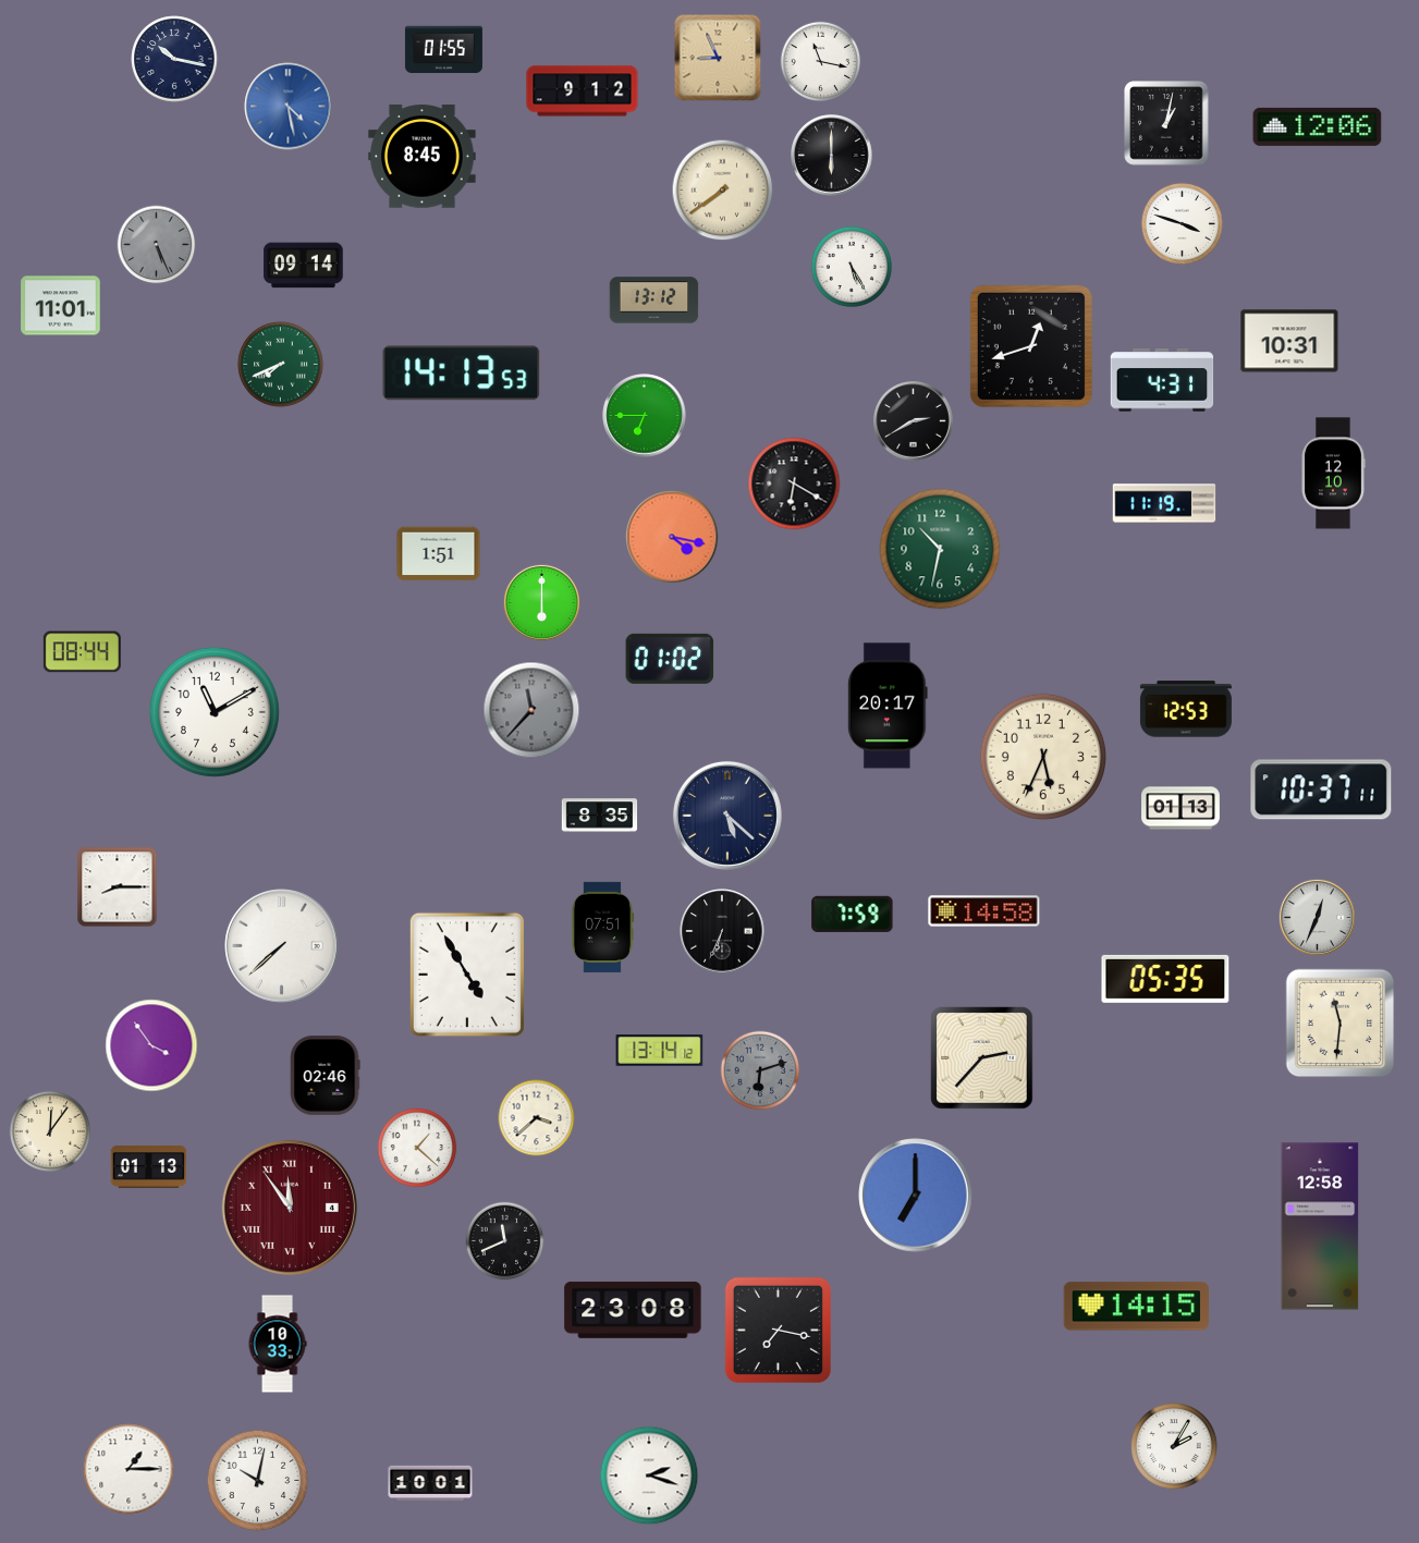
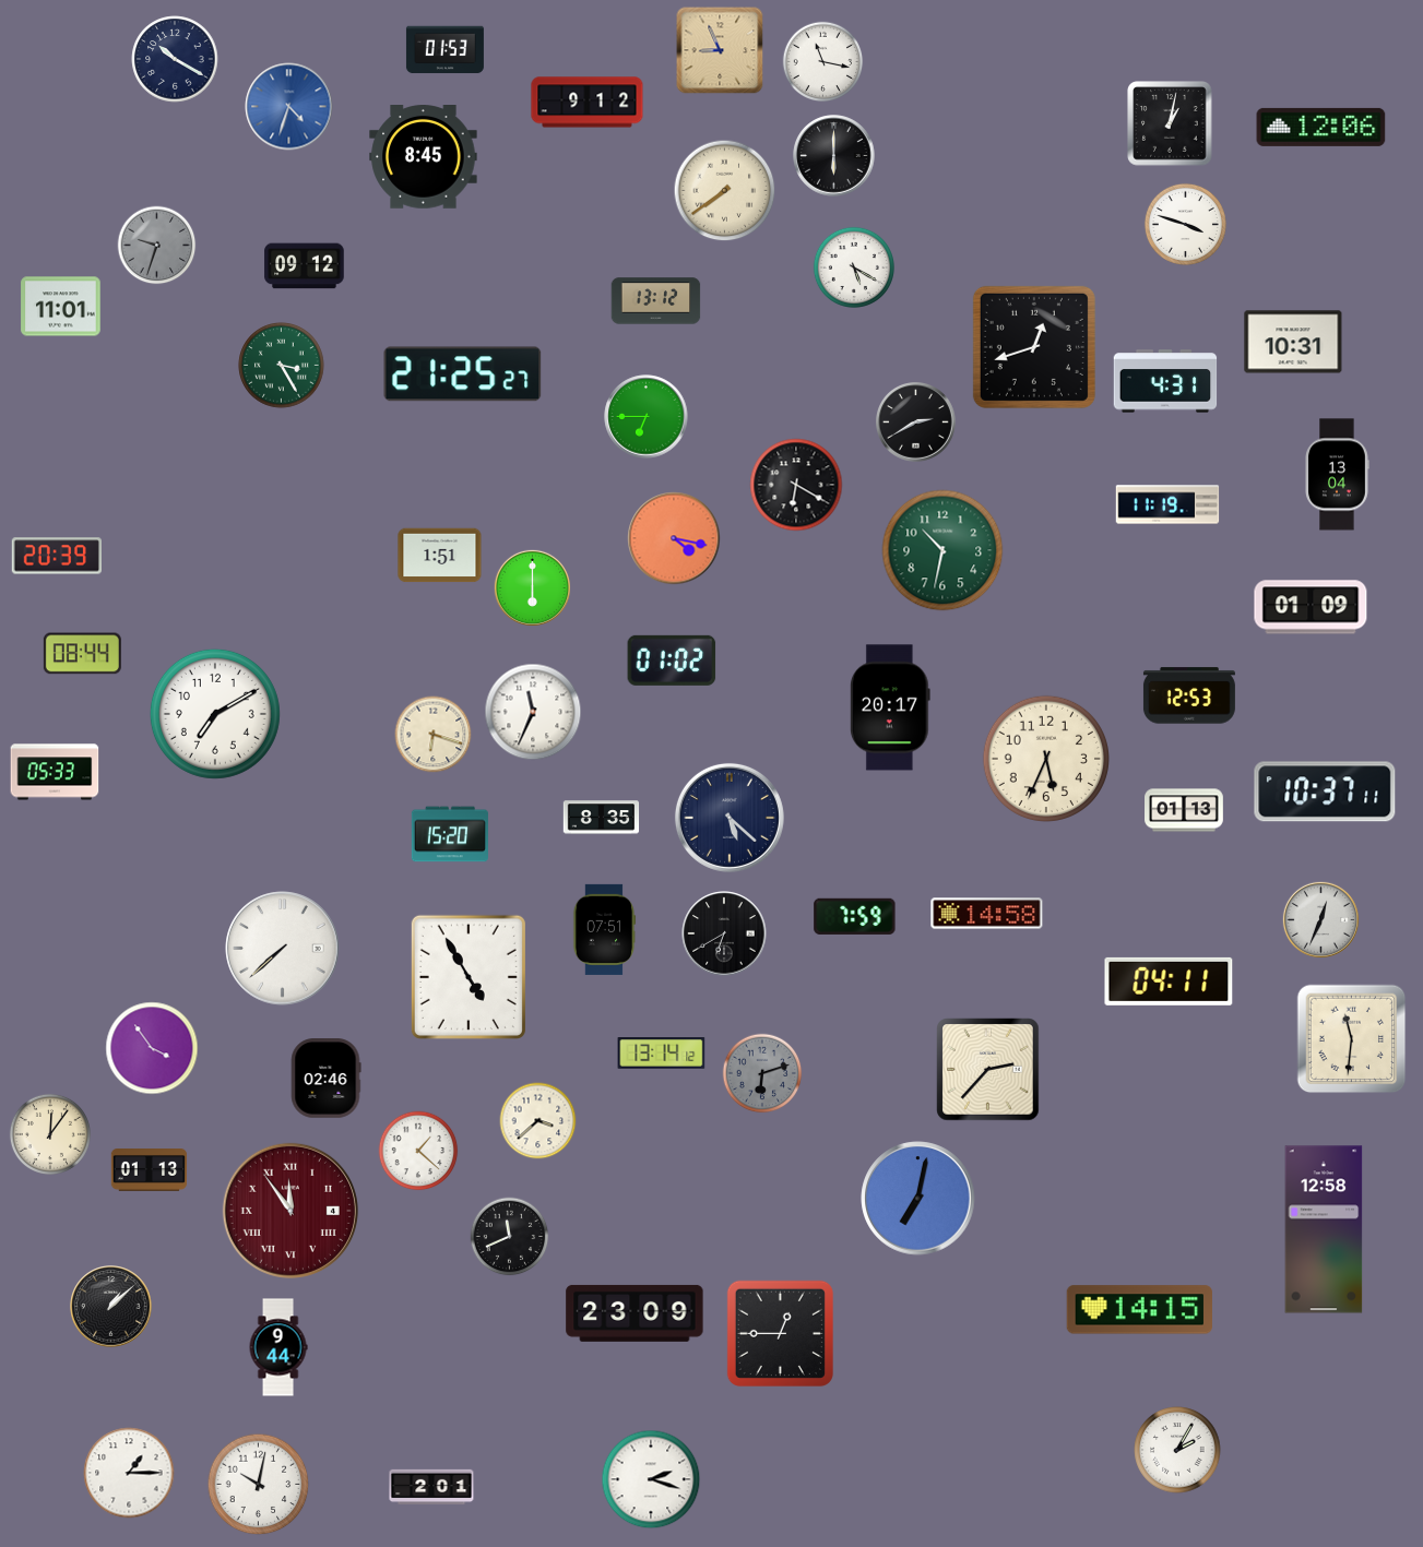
clock at (443, 50): 01:55 -> 01:53
clock at (718, 58) position: (718, 58) -> (720, 50)
clock at (174, 59): 10:17 -> 10:20
clock at (583, 91) position: (583, 91) -> (588, 103)
clock at (289, 107): 4:28 -> 4:33
clock at (157, 245): 5:26 -> 9:33
clock at (304, 266): 09:14 -> 09:12
clock at (852, 267): 5:25 -> 5:20
clock at (281, 365): 7:41 -> 3:25
clock at (462, 373): 14:13 -> 21:25
clock at (1333, 474): 12:10 -> 13:04
clock at (56, 556): none -> 20:39
clock at (541, 602) position: (541, 602) -> (532, 587)
clock at (1311, 607): none -> 01:09
clock at (1186, 709) position: (1186, 709) -> (1189, 695)
clock at (531, 710): 11:37 -> 11:34
clock at (531, 710) dial: grey -> white
clock at (215, 712): 11:10 -> 7:10
clock at (434, 735): none -> 6:18
clock at (55, 772): none -> 05:33
clock at (450, 834): none -> 15:20
clock at (118, 887): 8:15 -> none
clock at (722, 931): 6:34 -> 6:40
clock at (1165, 979): 05:35 -> 04:11
clock at (1341, 1024) position: (1341, 1024) -> (1352, 1039)
clock at (982, 1058) position: (982, 1058) -> (988, 1070)
clock at (916, 1196): 7:00 -> 7:02
clock at (505, 1241) position: (505, 1241) -> (510, 1237)
clock at (111, 1307): none -> 1:08
clock at (633, 1310): 23:08 -> 23:09
clock at (778, 1330): 7:17 -> 12:45
clock at (278, 1344): 10:33 -> 9:44
clock at (430, 1483): 10:01 -> 2:01
